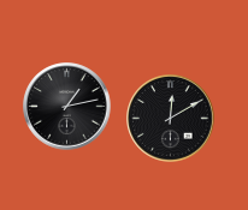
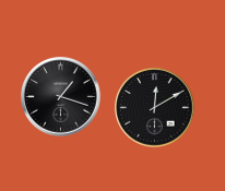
clock at (67, 107): 1:13 -> 1:18
